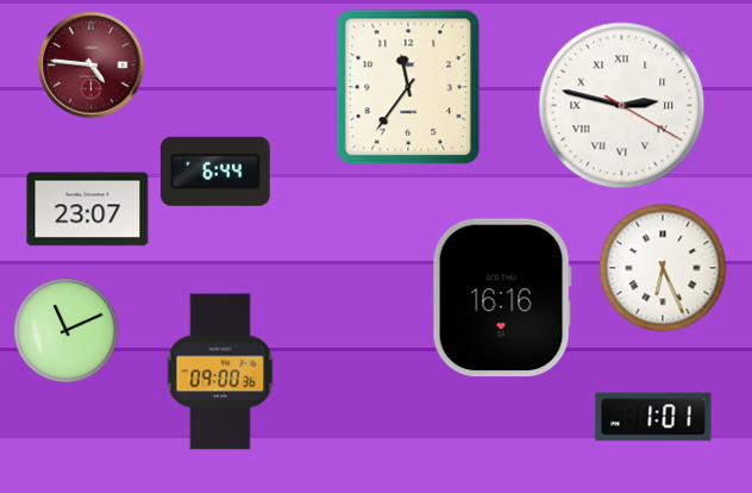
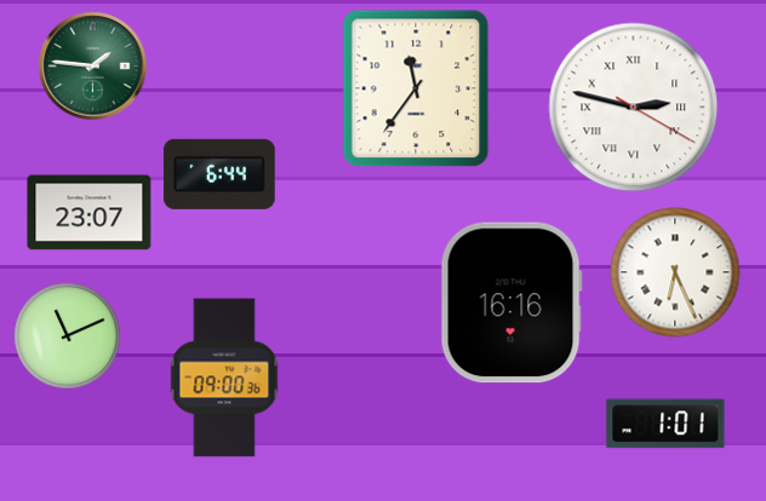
clock at (92, 65): 4:46 -> 1:46
clock at (92, 65) dial: burgundy -> green
